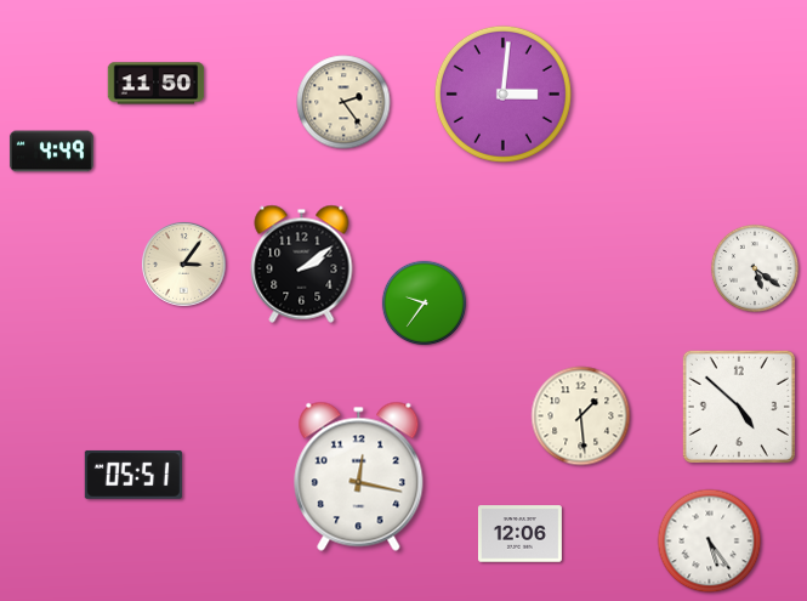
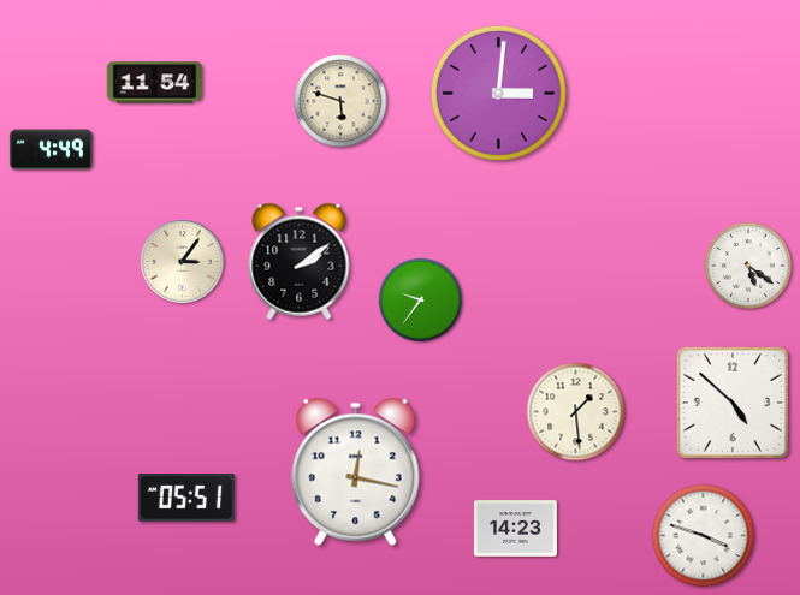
clock at (157, 84): 11:50 -> 11:54
clock at (343, 102): 2:24 -> 5:48
clock at (133, 475) position: (133, 475) -> (186, 498)
clock at (519, 534): 12:06 -> 14:23
clock at (710, 542): 5:24 -> 3:48
